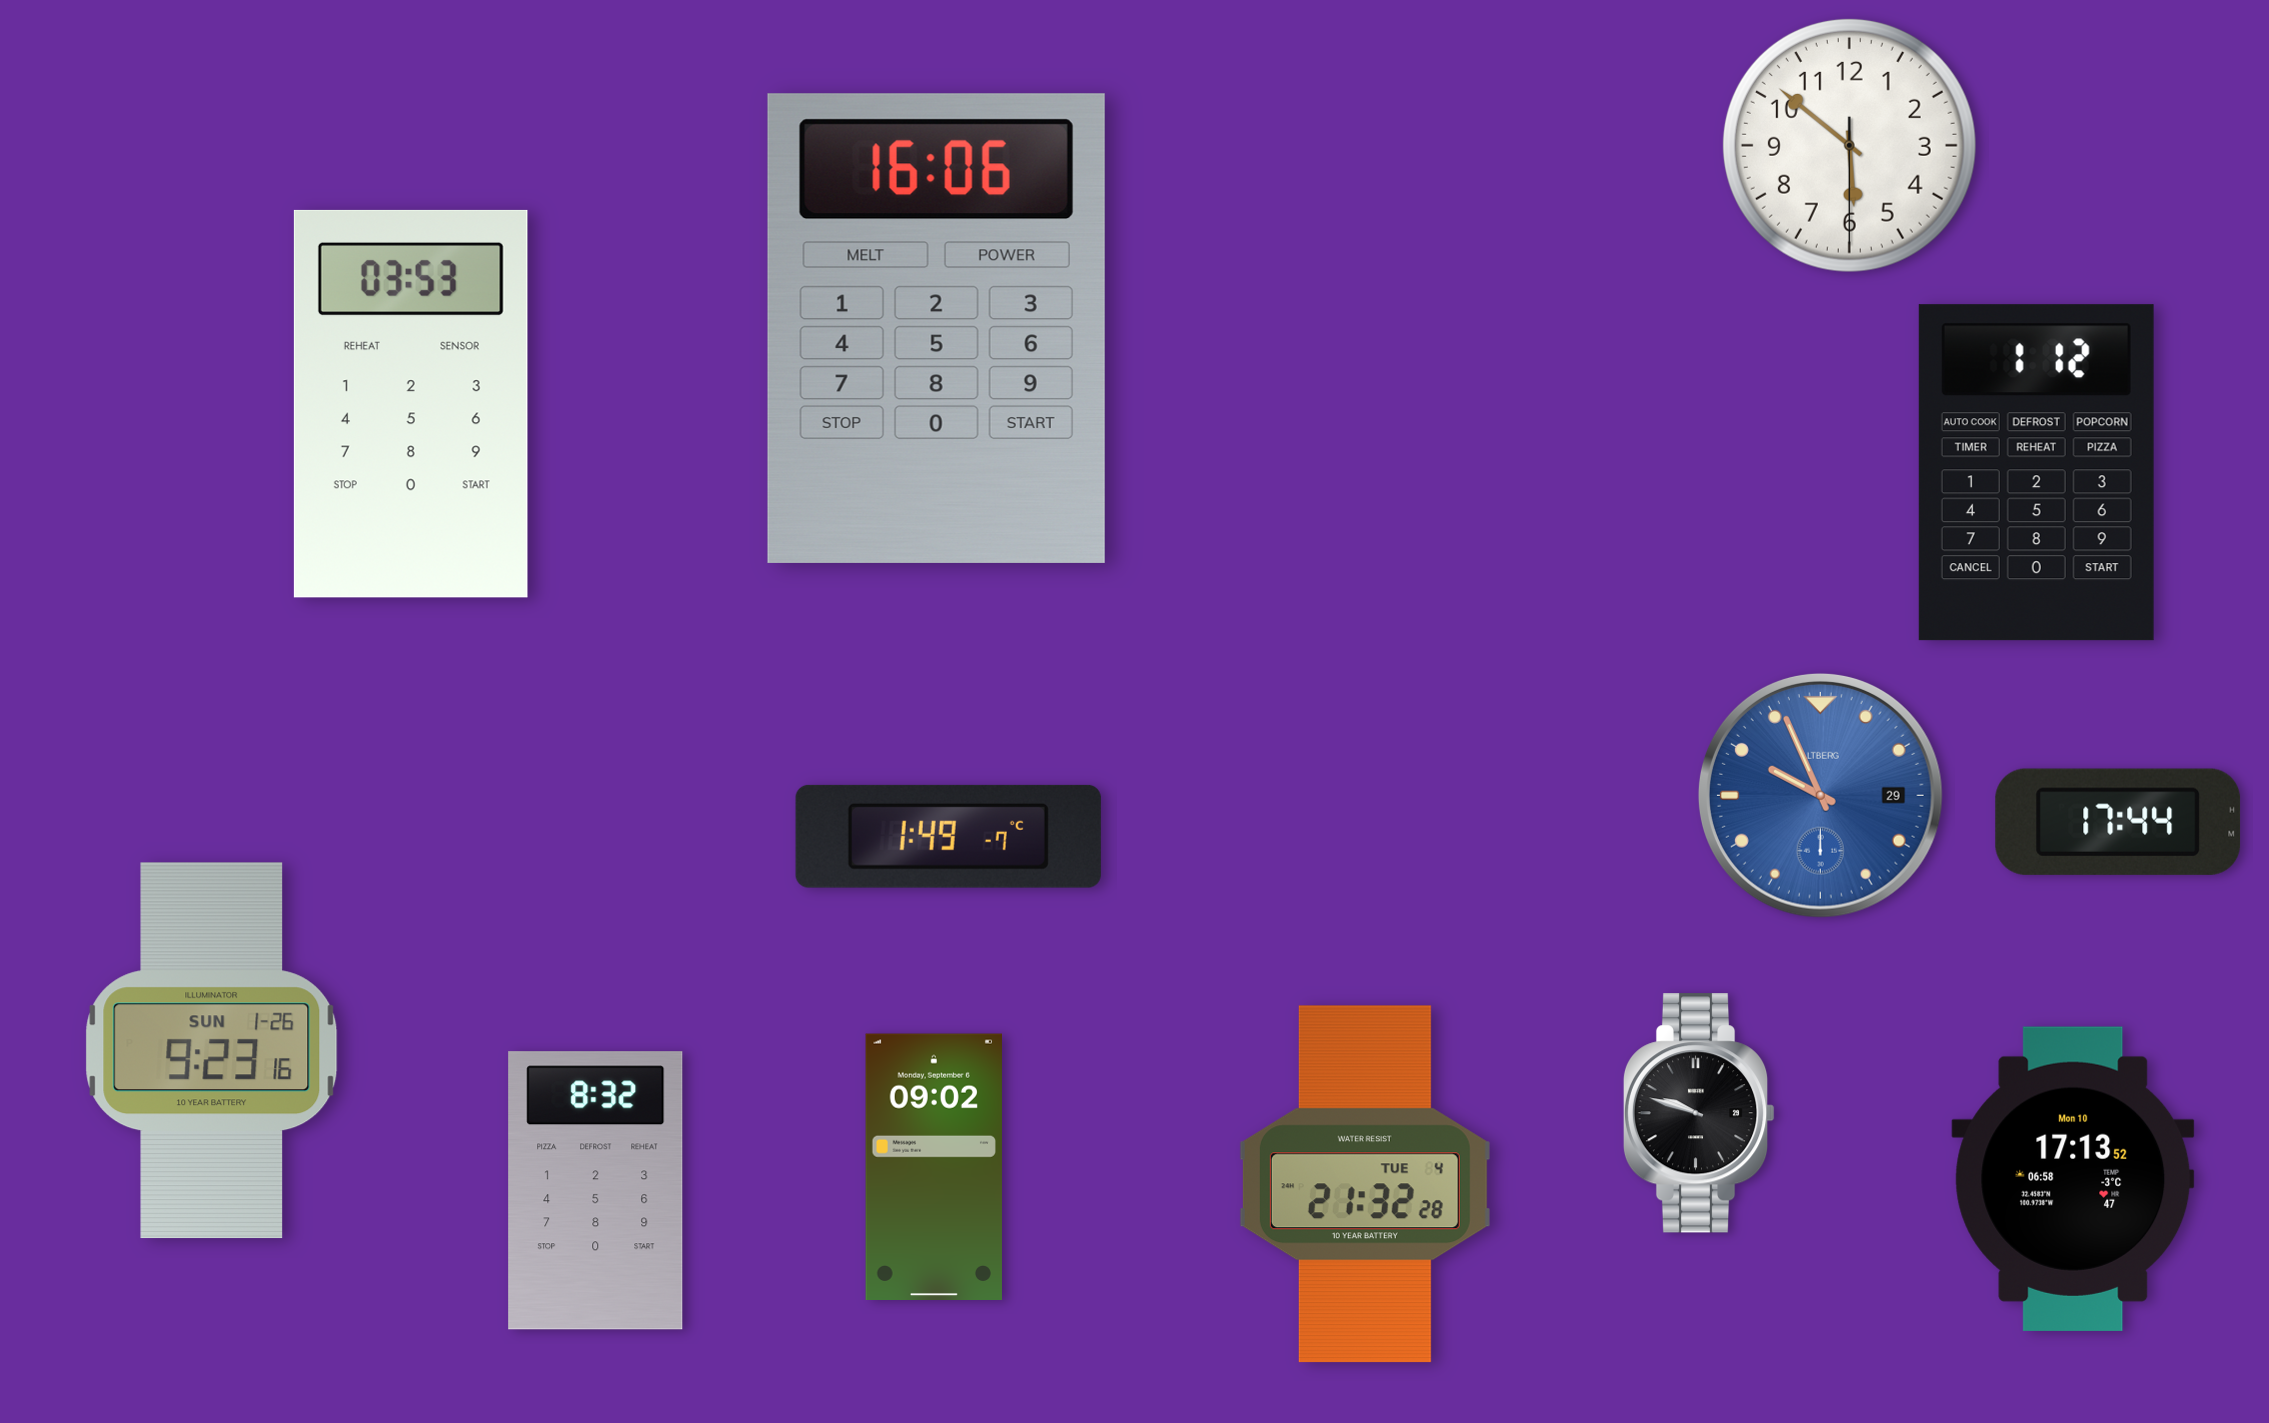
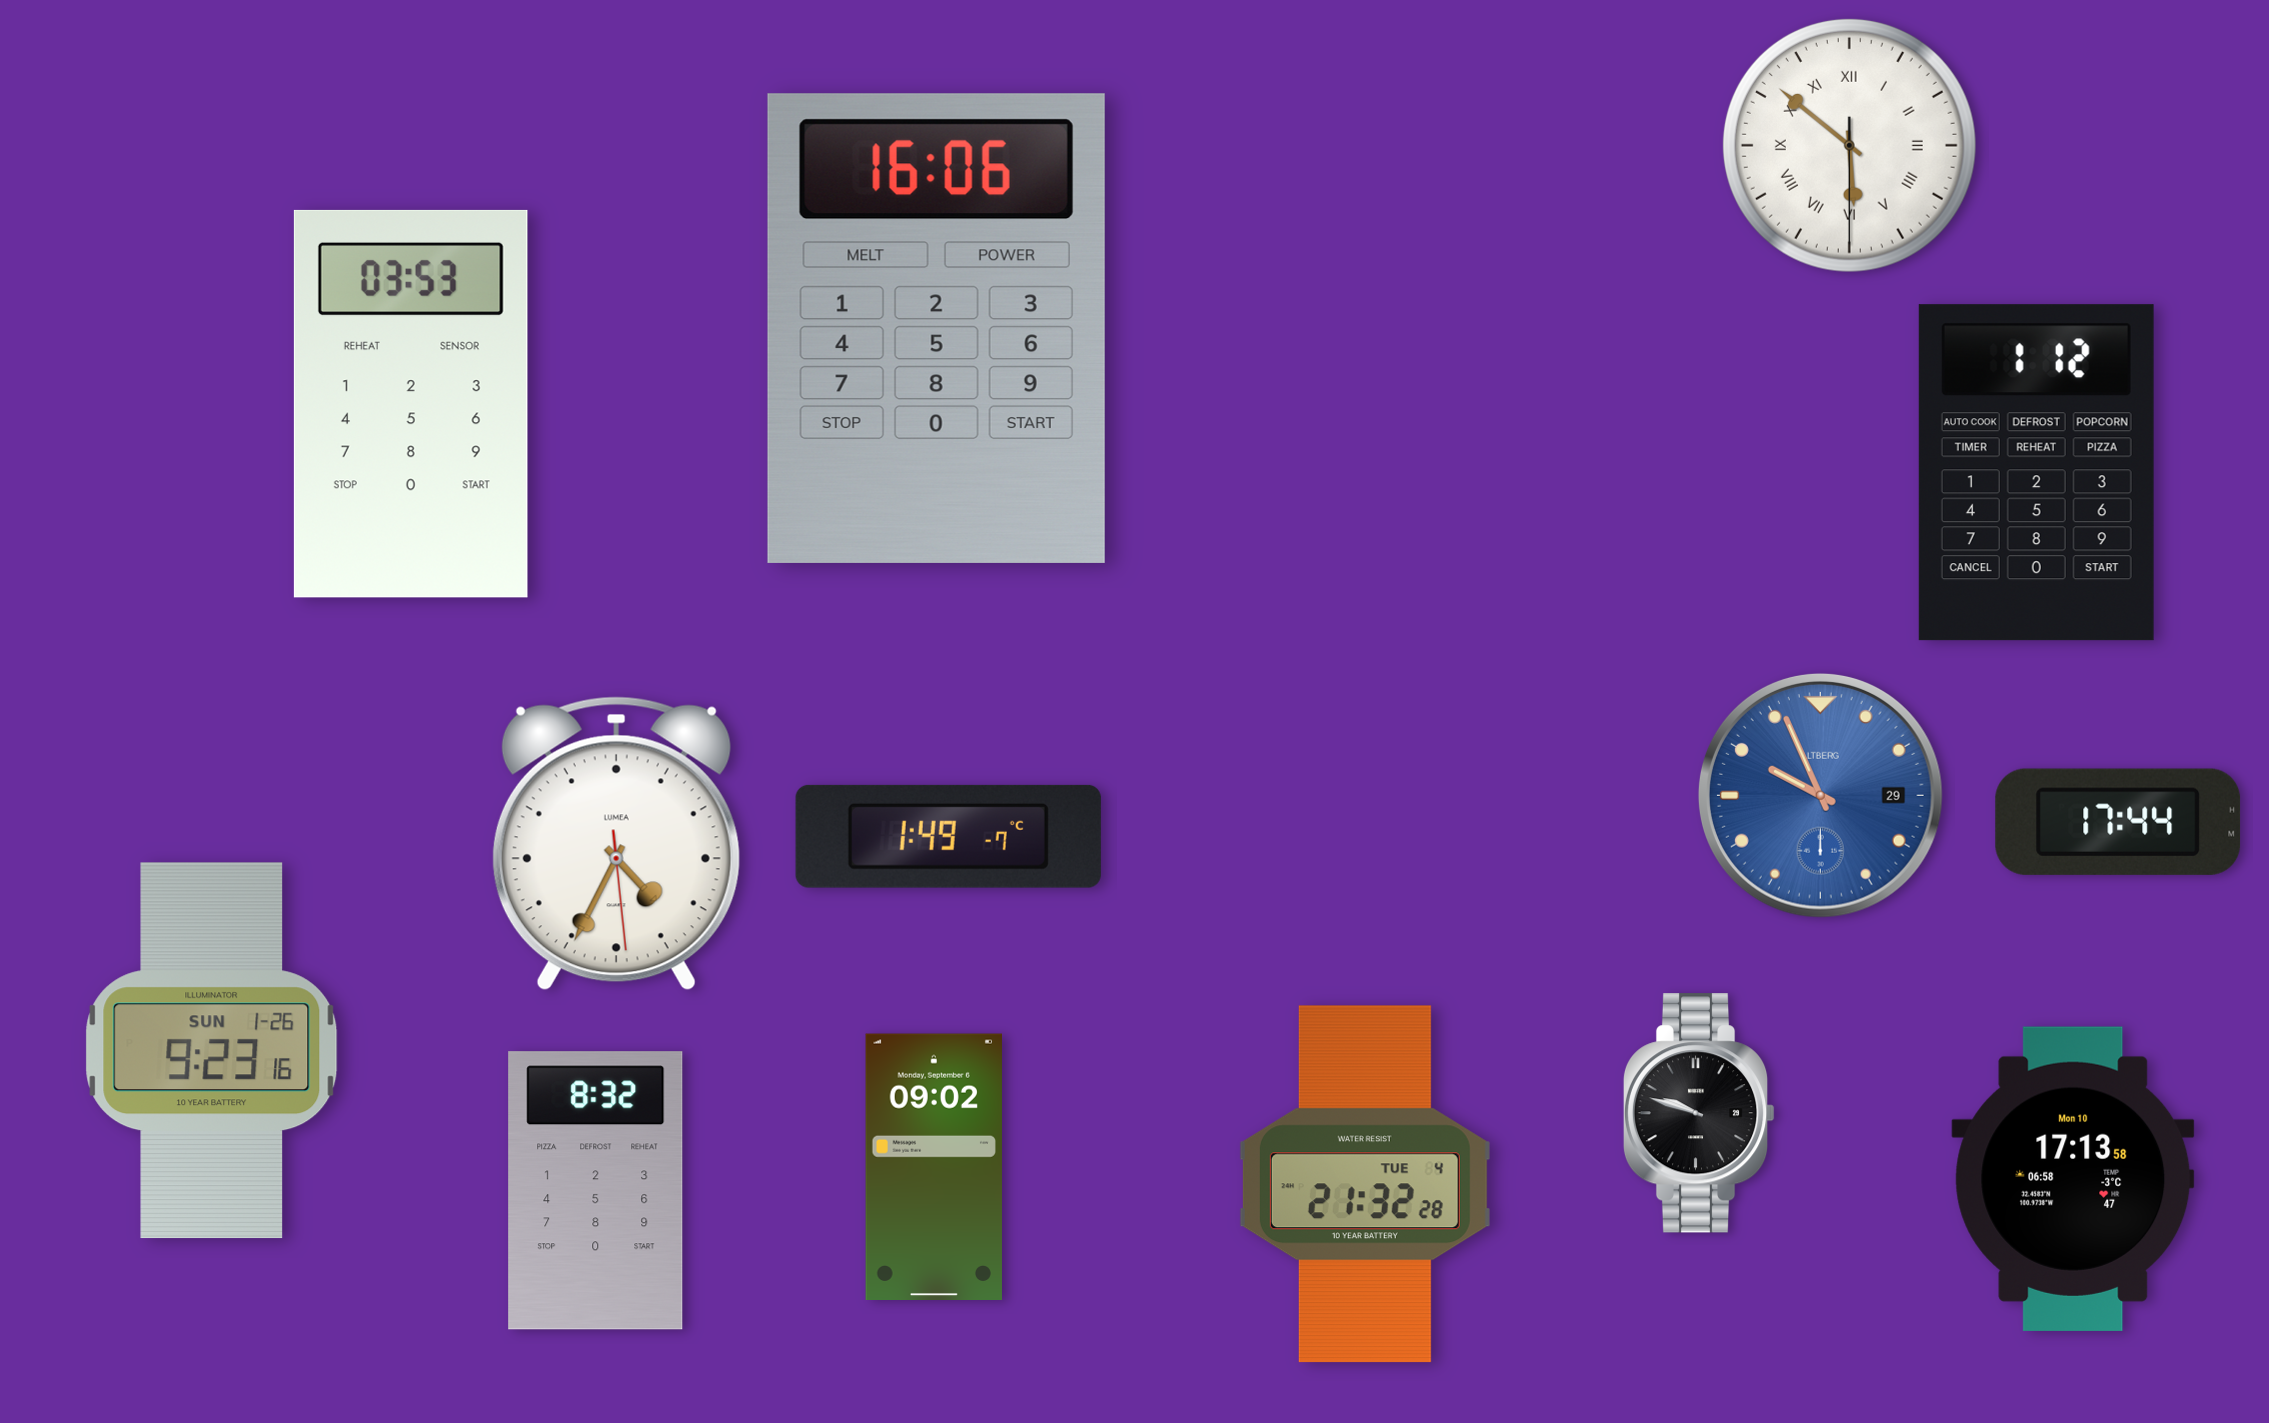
clock at (1849, 145) numerals: Arabic -> Roman
clock at (616, 844): none -> 4:34
clock at (2073, 1179): 17:13:52 -> 17:13:58
